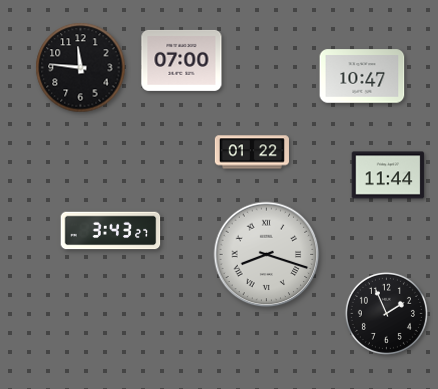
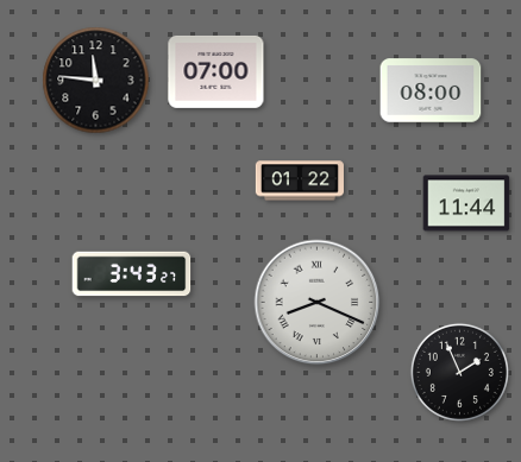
clock at (362, 76): 10:47 -> 08:00
clock at (388, 175) position: (388, 175) -> (466, 203)
clock at (267, 255): 8:18 -> 8:19
